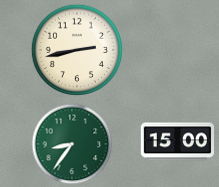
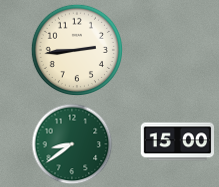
clock at (76, 49): 2:43 -> 2:44
clock at (72, 144): 8:36 -> 8:39
